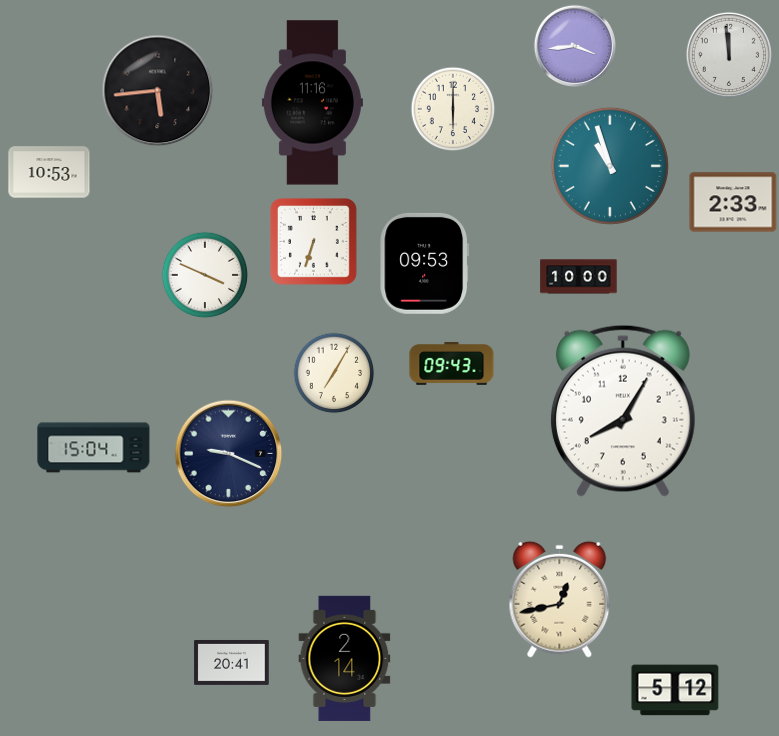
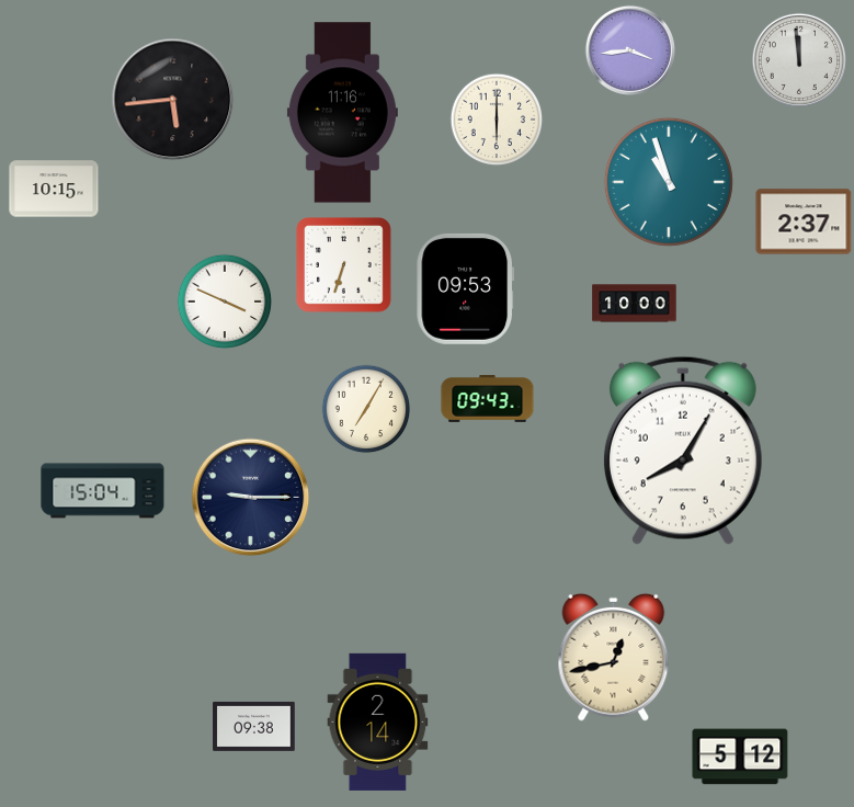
clock at (49, 172): 10:53 -> 10:15
clock at (733, 202): 2:33 -> 2:37
clock at (452, 363) position: (452, 363) -> (488, 398)
clock at (229, 454): 9:19 -> 9:15
clock at (232, 662): 20:41 -> 09:38
